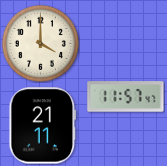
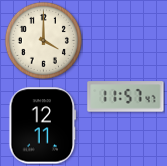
clock at (40, 43) position: (40, 43) -> (43, 40)
clock at (43, 126): 21:11 -> 12:11
